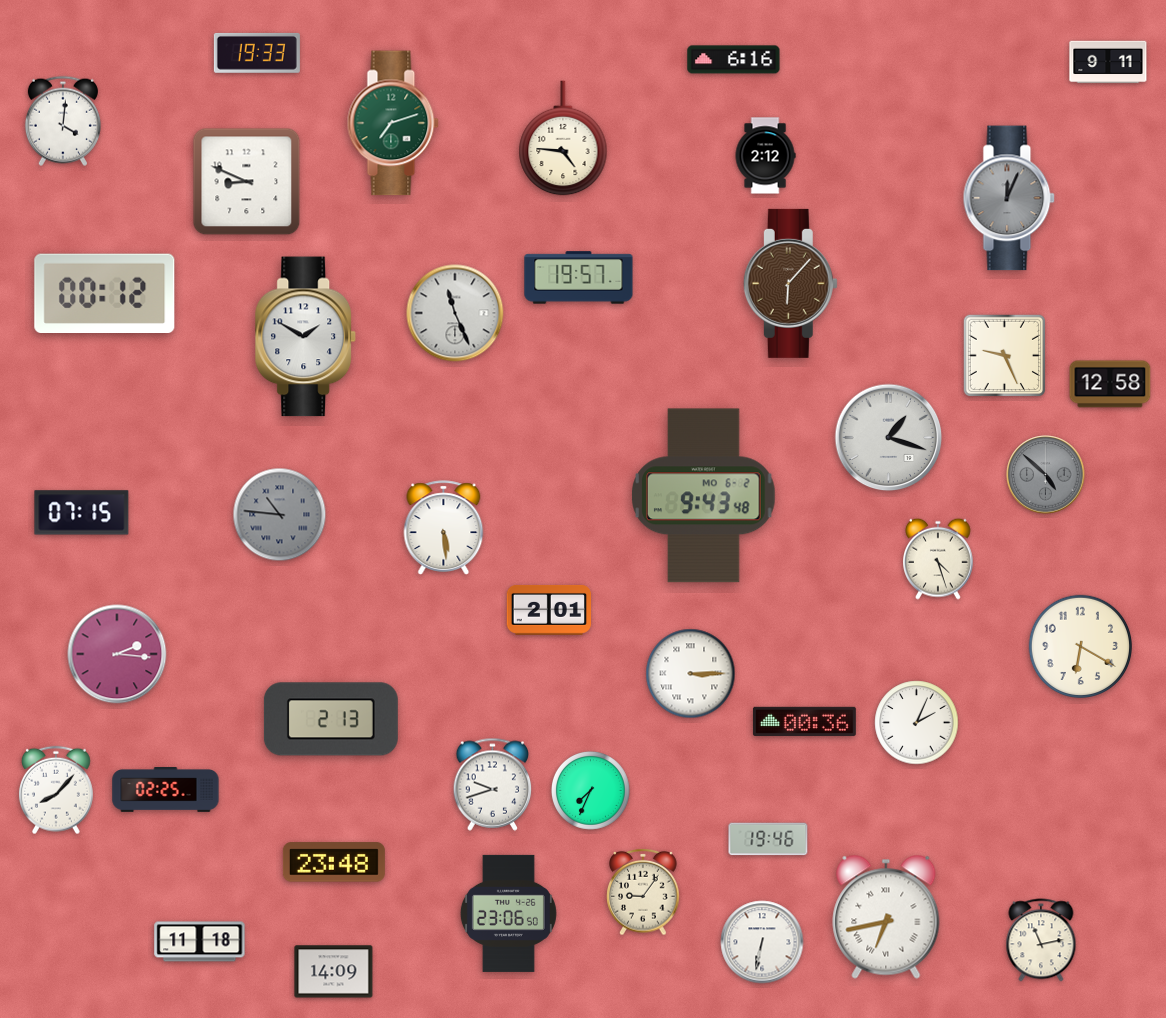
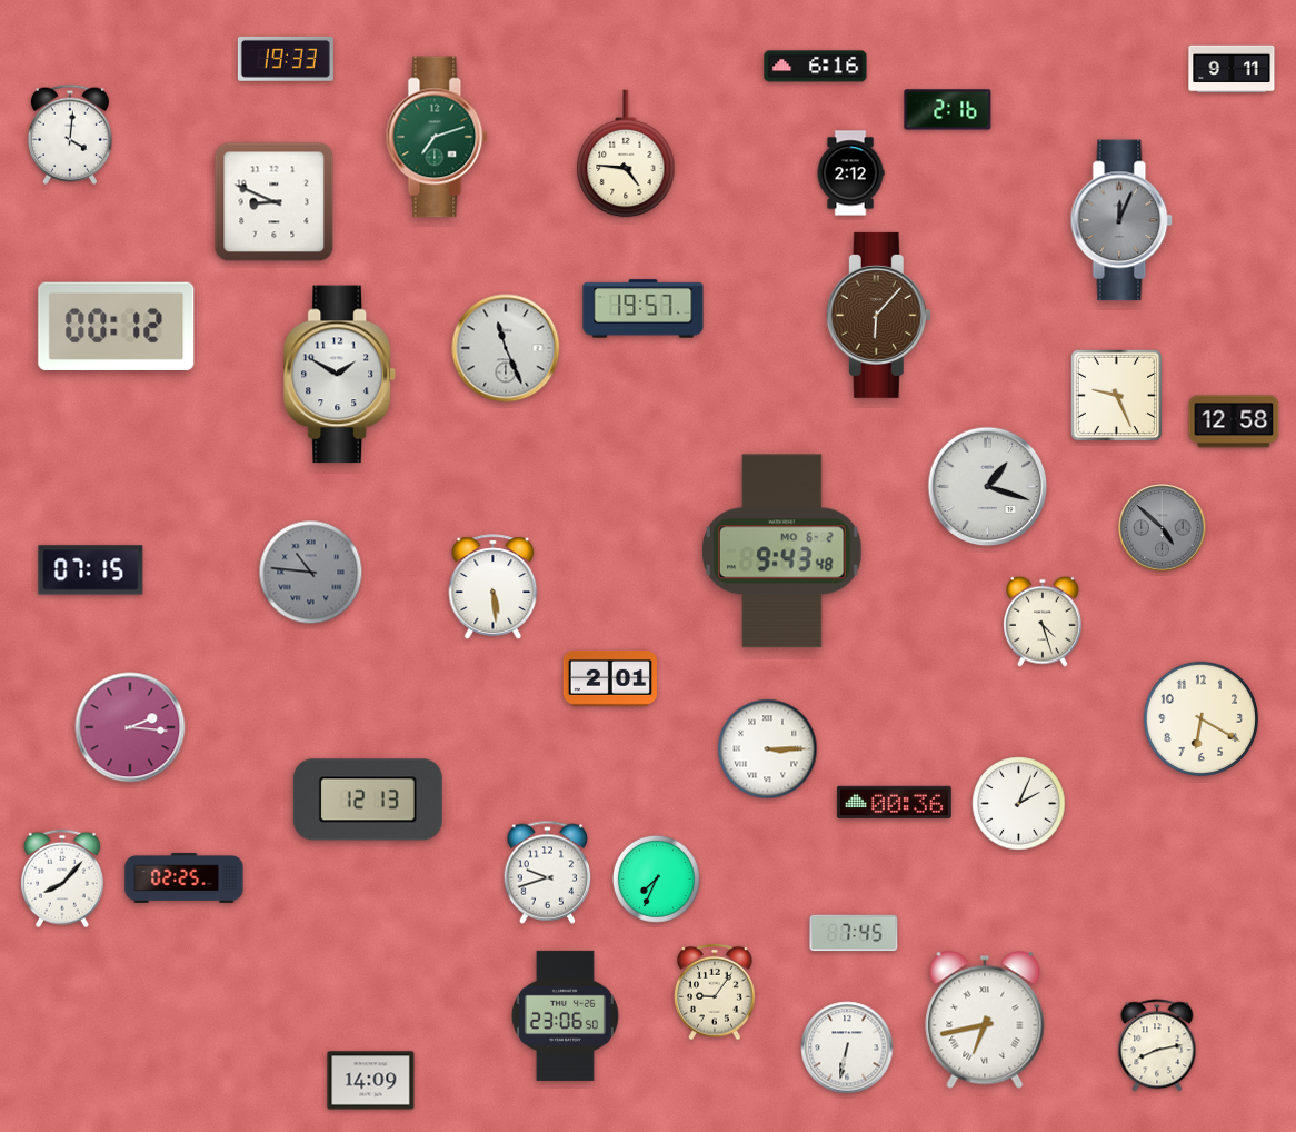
clock at (948, 110): none -> 2:16
clock at (1110, 384) position: (1110, 384) -> (1234, 421)
clock at (331, 719): 2:13 -> 12:13
clock at (768, 839): 19:46 -> 7:45
clock at (334, 862): 23:48 -> none
clock at (1041, 940): 11:13 -> 8:13
clock at (200, 942): 11:18 -> none
